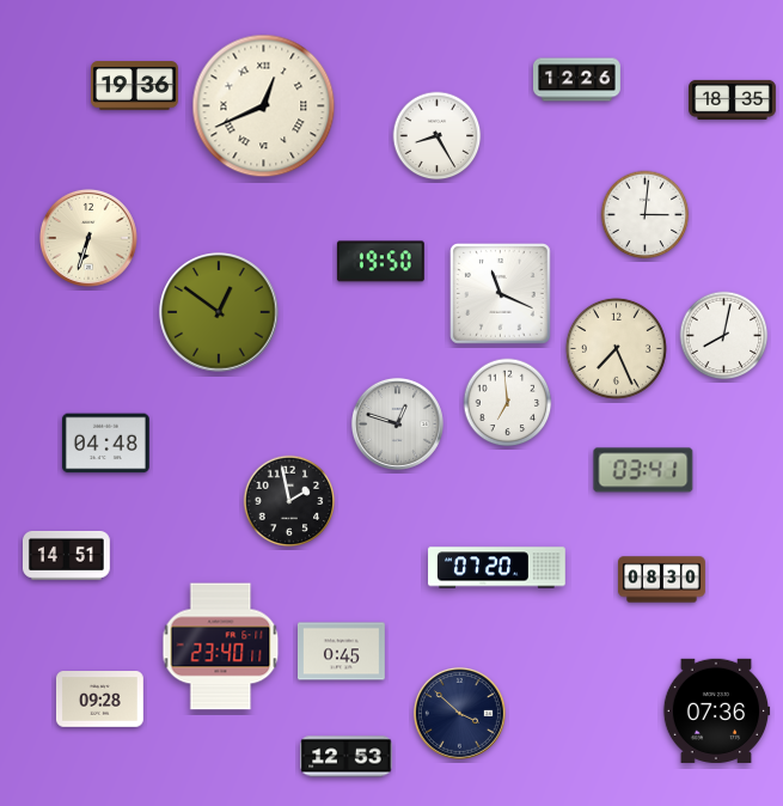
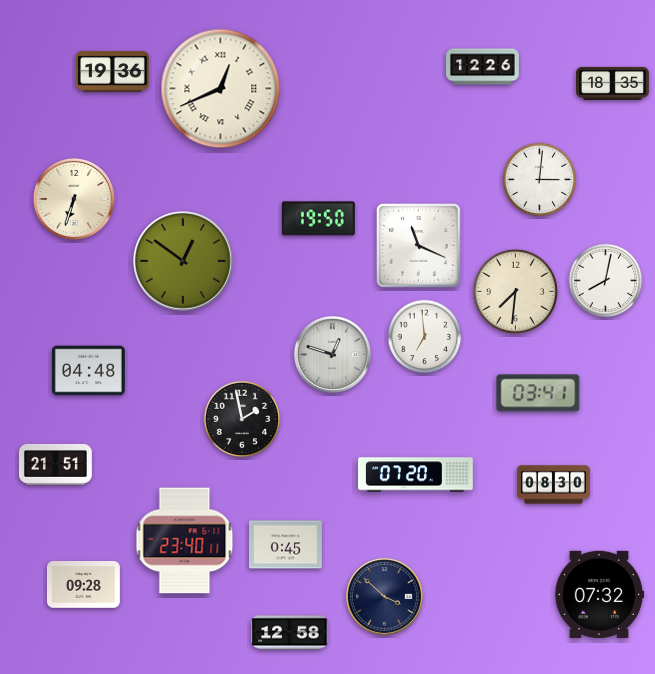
clock at (438, 136): 8:25 -> none
clock at (616, 348): 7:26 -> 7:31
clock at (66, 556): 14:51 -> 21:51
clock at (716, 710): 07:36 -> 07:32
clock at (347, 757): 12:53 -> 12:58
